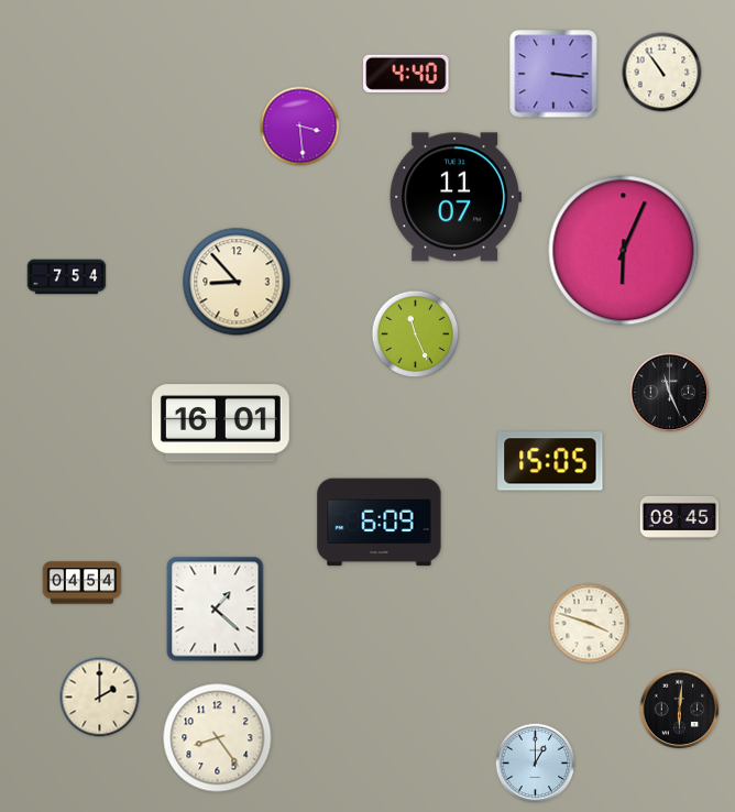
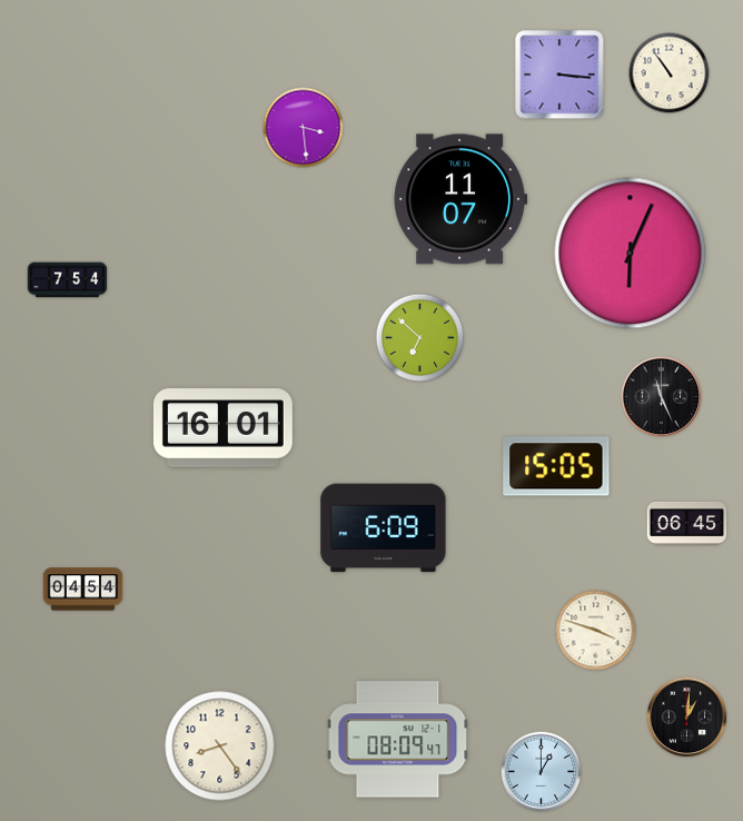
clock at (406, 74): 4:40 -> none
clock at (237, 282): 8:53 -> none
clock at (416, 334): 11:26 -> 6:52
clock at (670, 393) position: (670, 393) -> (662, 397)
clock at (680, 517): 08:45 -> 06:45
clock at (216, 610): 1:22 -> none
clock at (100, 698): 2:00 -> none
clock at (680, 710): 6:01 -> 1:01
clock at (398, 740): none -> 08:09
